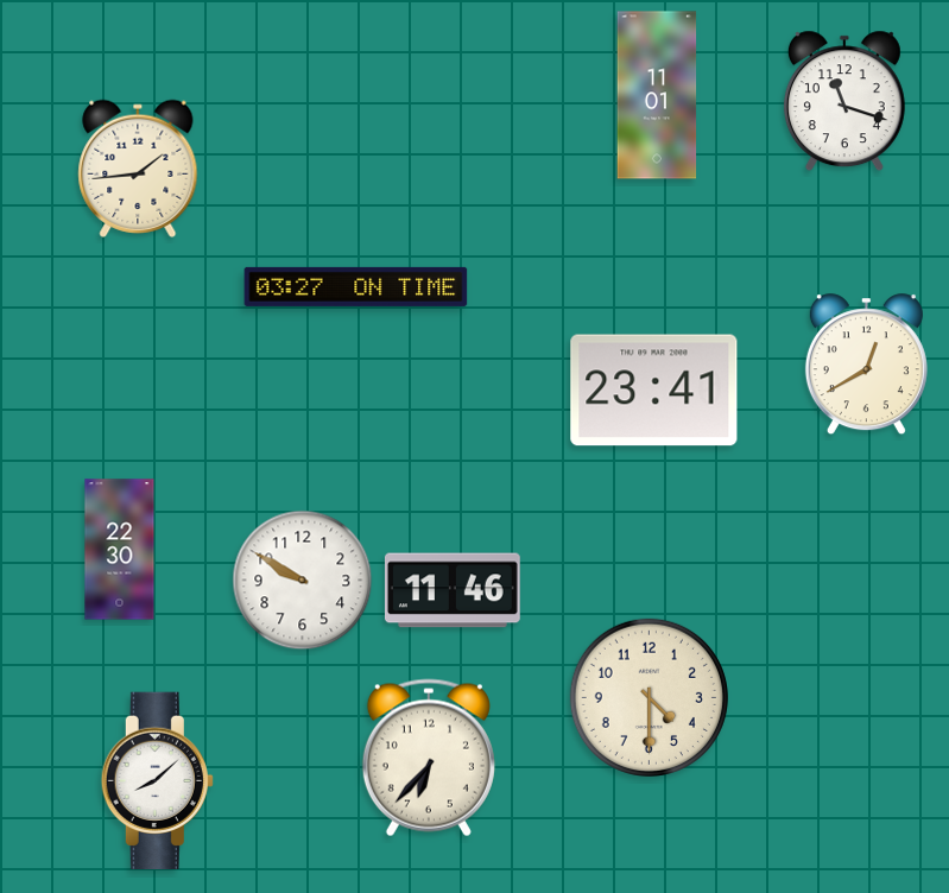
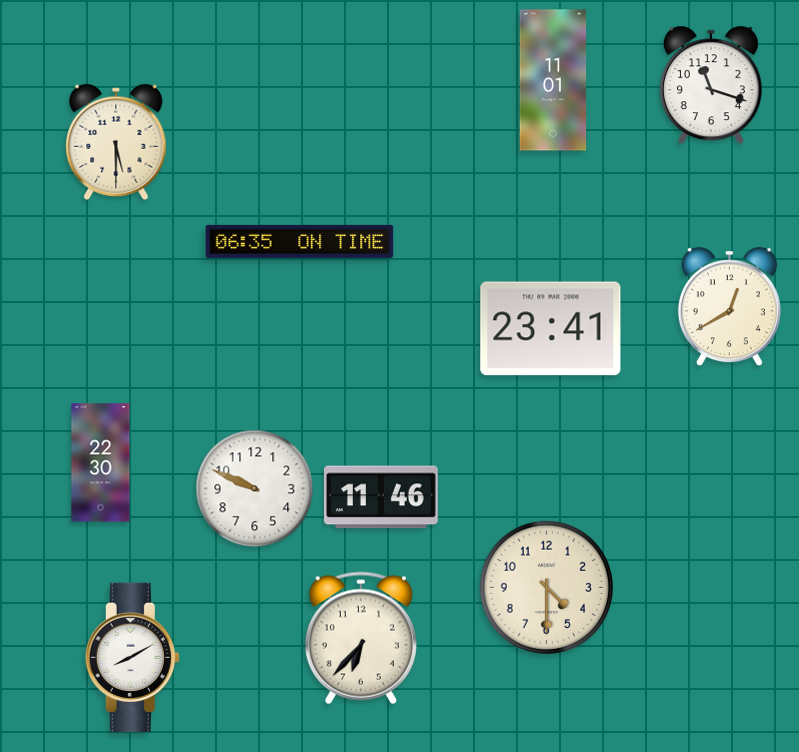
clock at (138, 169): 1:44 -> 5:30
clock at (356, 286): 03:27 -> 06:35
clock at (303, 581): 9:50 -> 9:49
clock at (157, 780): 8:08 -> 8:10
